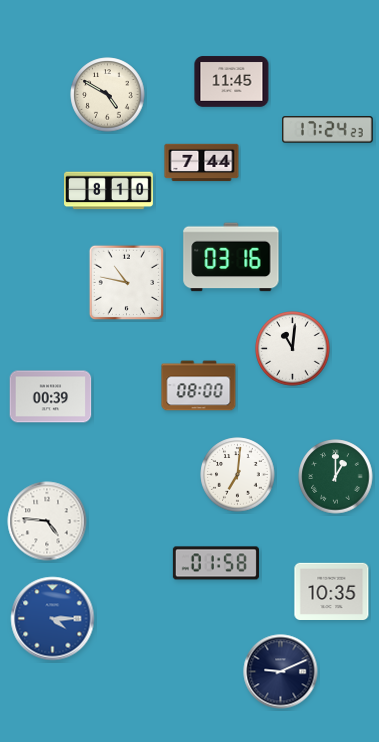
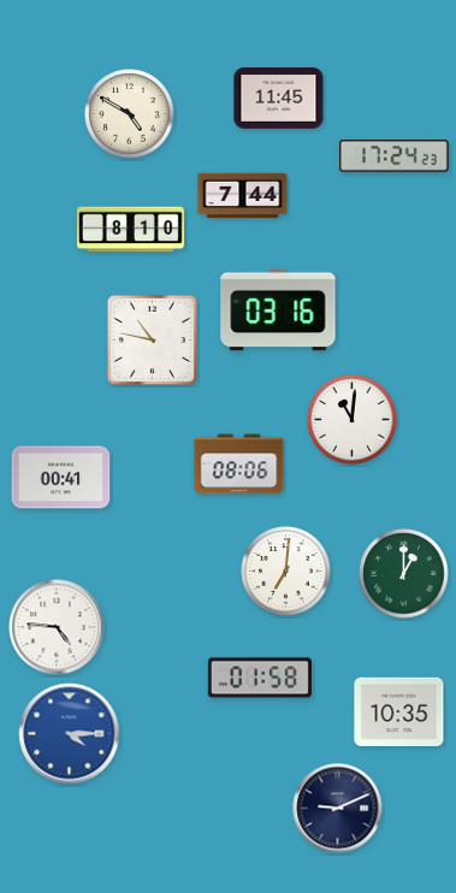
clock at (199, 386): 08:00 -> 08:06
clock at (51, 397): 00:39 -> 00:41
clock at (53, 619) position: (53, 619) -> (70, 734)
